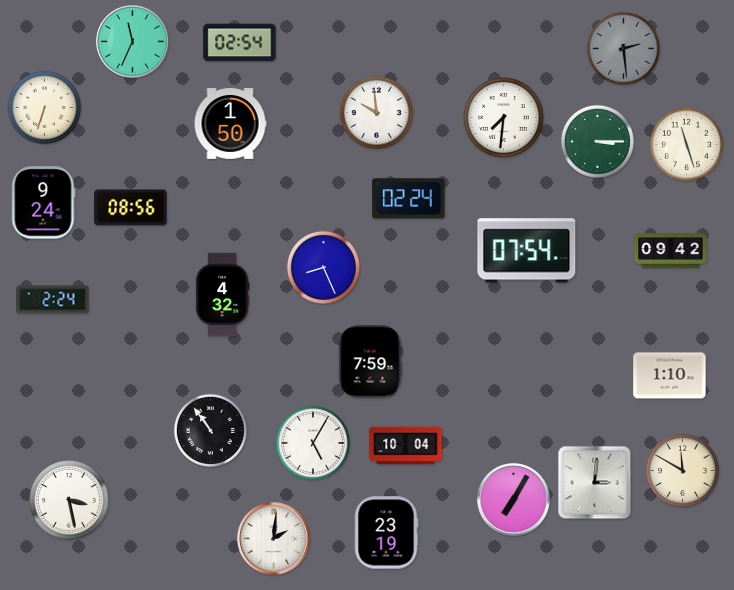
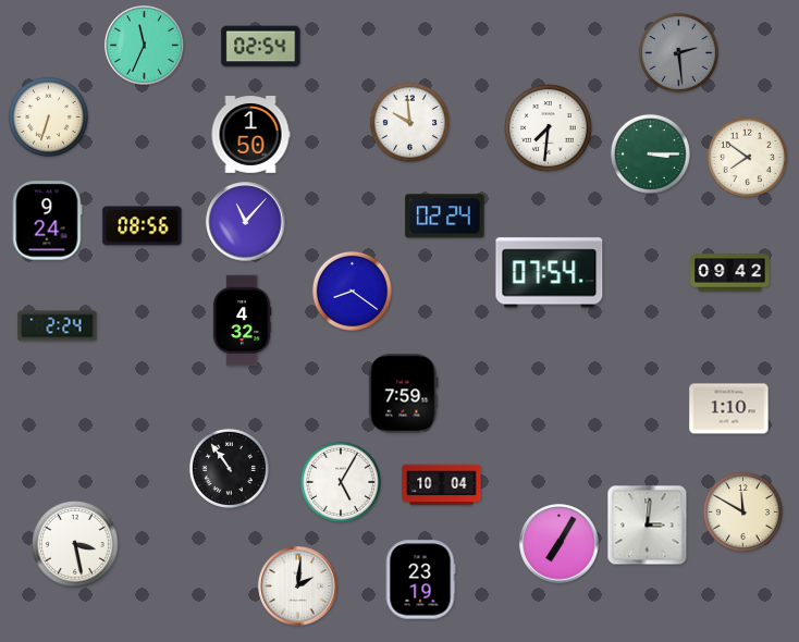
clock at (686, 144): 11:27 -> 7:51
clock at (246, 222): none -> 11:07
clock at (527, 251) position: (527, 251) -> (550, 273)
clock at (323, 267): 8:26 -> 8:21
